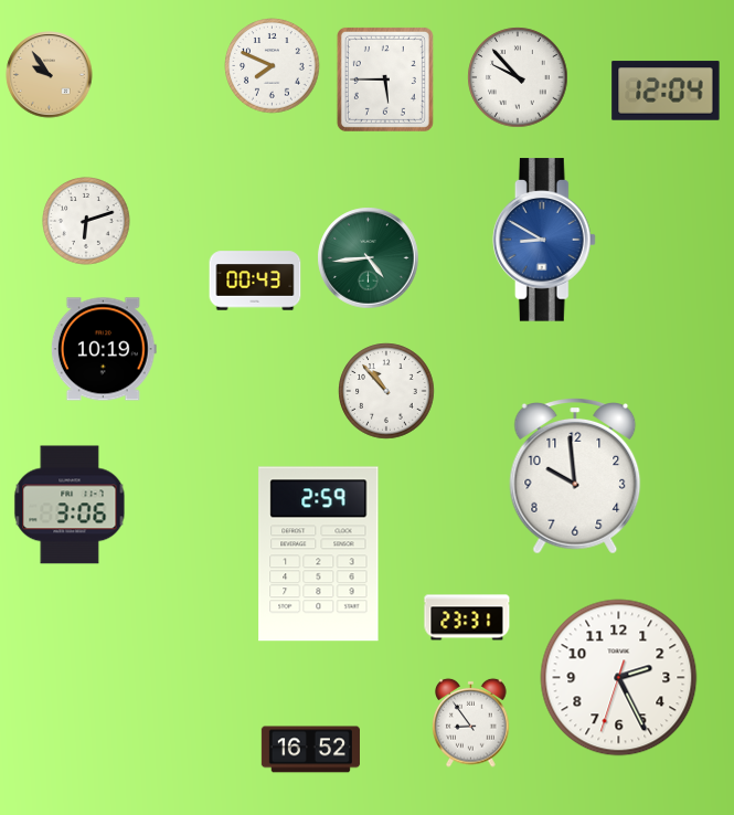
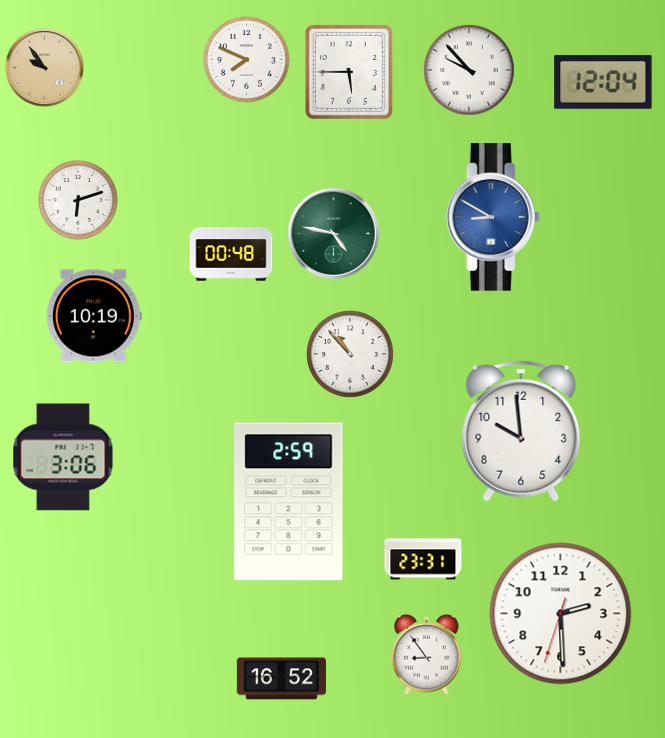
clock at (369, 258): 4:44 -> 4:47
clock at (255, 281): 00:43 -> 00:48
clock at (619, 678): 2:25 -> 2:29
